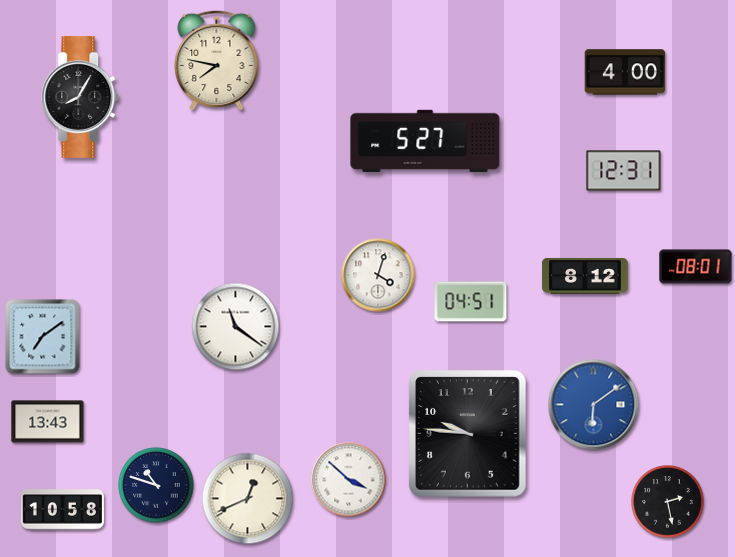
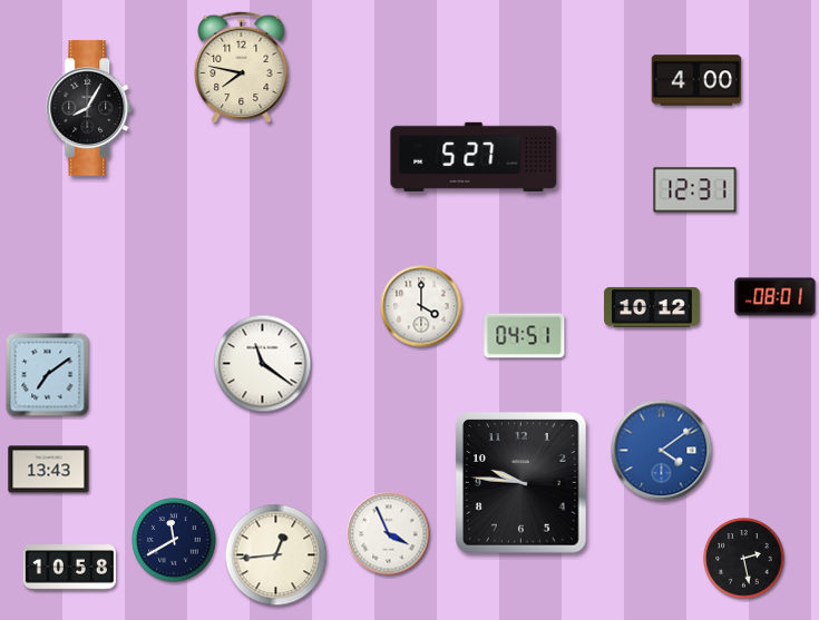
clock at (378, 275): 4:03 -> 4:00
clock at (585, 276): 8:12 -> 10:12
clock at (594, 405): 6:09 -> 4:09
clock at (48, 422) position: (48, 422) -> (49, 470)
clock at (349, 480): 3:52 -> 3:56
clock at (156, 485): 10:48 -> 11:40
clock at (248, 499): 12:41 -> 12:44
